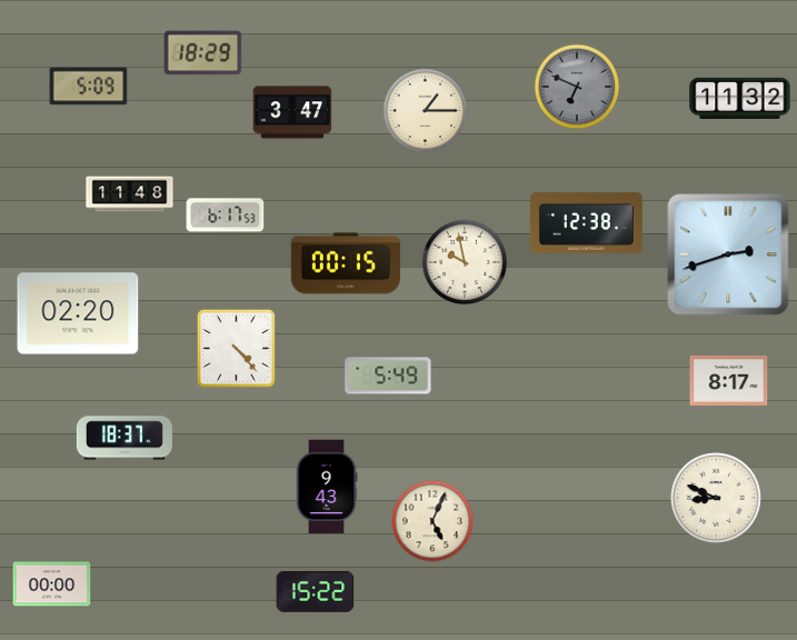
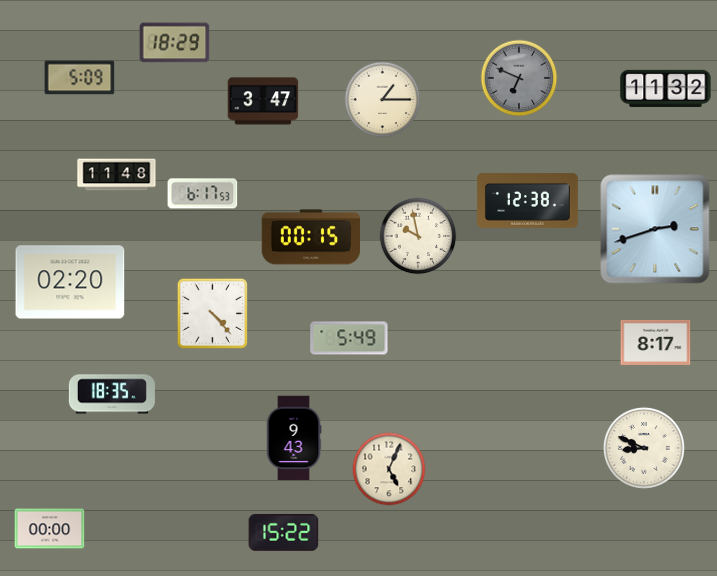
clock at (203, 53) position: (203, 53) -> (175, 43)
clock at (124, 438): 18:37 -> 18:35
clock at (52, 584) position: (52, 584) -> (50, 529)
